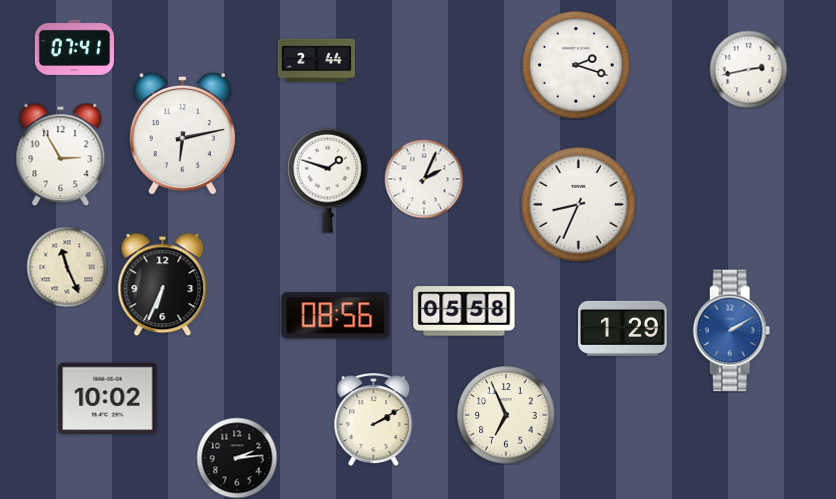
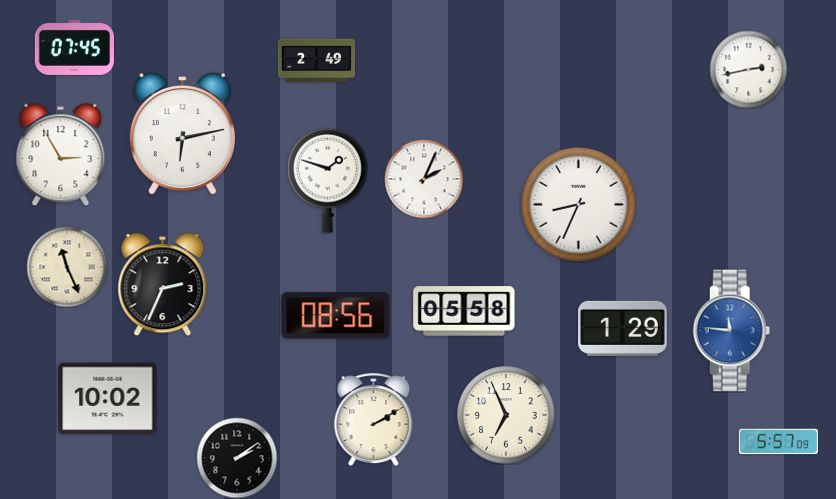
clock at (74, 47): 07:41 -> 07:45
clock at (316, 61): 2:44 -> 2:49
clock at (577, 66): 2:18 -> none
clock at (163, 284): 6:34 -> 2:34
clock at (732, 331): 2:10 -> 11:46
clock at (778, 442): none -> 5:57
clock at (237, 458): 2:14 -> 2:09
